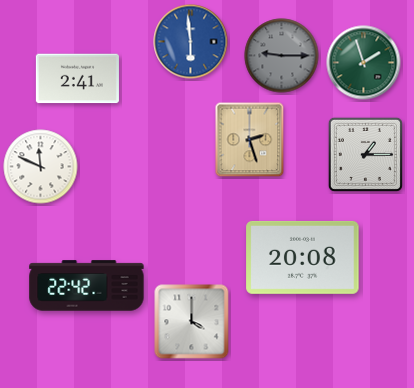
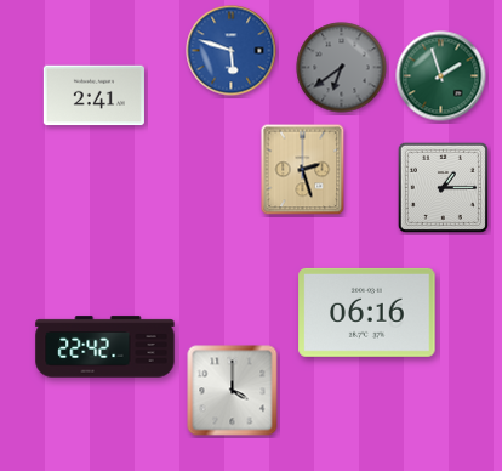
clock at (191, 42): 5:59 -> 5:48
clock at (282, 56): 9:15 -> 6:39
clock at (41, 167): 11:49 -> none
clock at (303, 257): 20:08 -> 06:16
